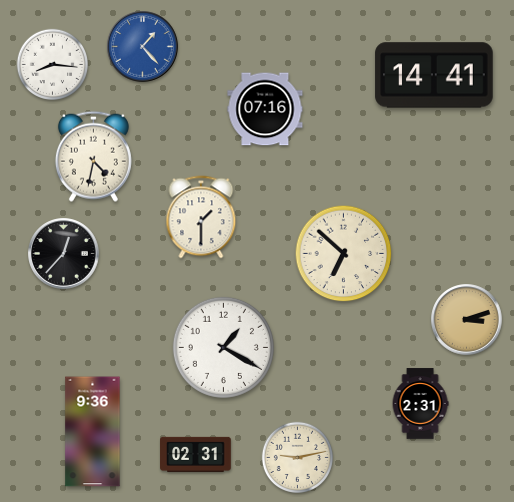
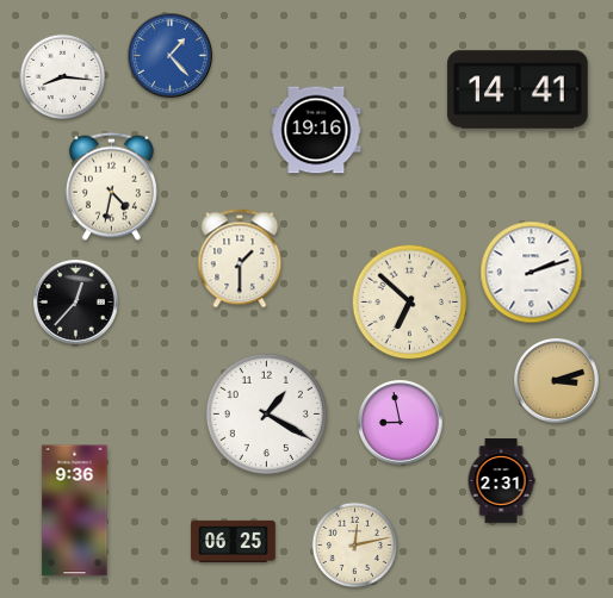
clock at (265, 109): 07:16 -> 19:16
clock at (532, 273): none -> 2:12
clock at (401, 423): none -> 8:58
clock at (93, 432) position: (93, 432) -> (75, 511)
clock at (196, 454): 02:31 -> 06:25
clock at (297, 457): 9:13 -> 12:13
